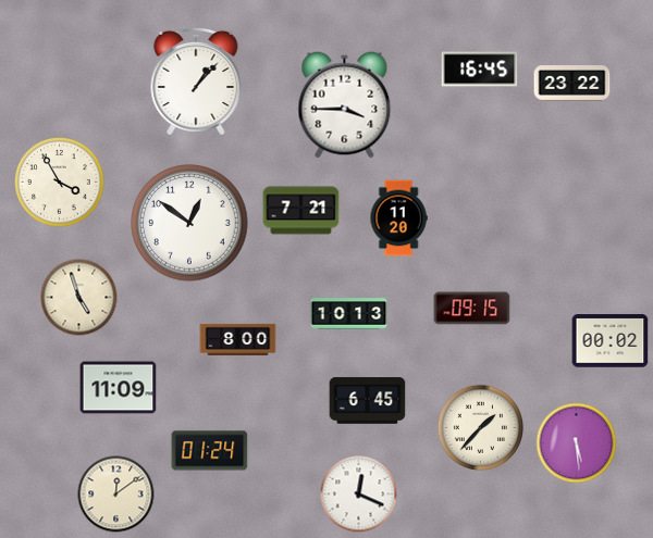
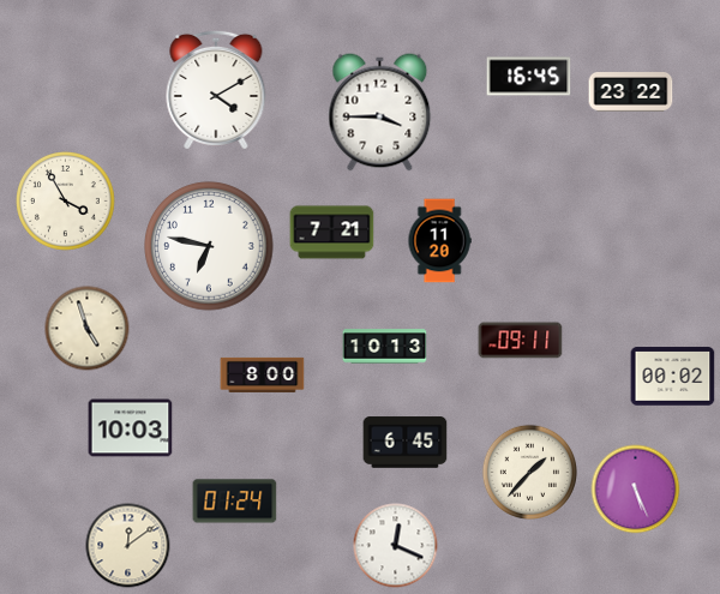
clock at (196, 80): 1:07 -> 4:10
clock at (345, 105) position: (345, 105) -> (380, 113)
clock at (189, 223): 12:51 -> 6:47
clock at (472, 309): 09:15 -> 09:11
clock at (119, 388): 11:09 -> 10:03
clock at (577, 443): 5:29 -> 5:26
clock at (210, 451) position: (210, 451) -> (235, 502)
